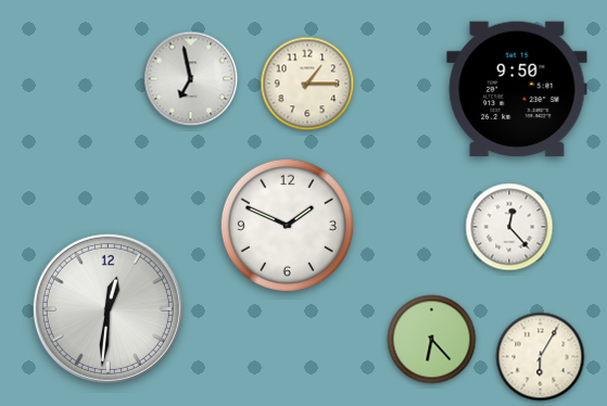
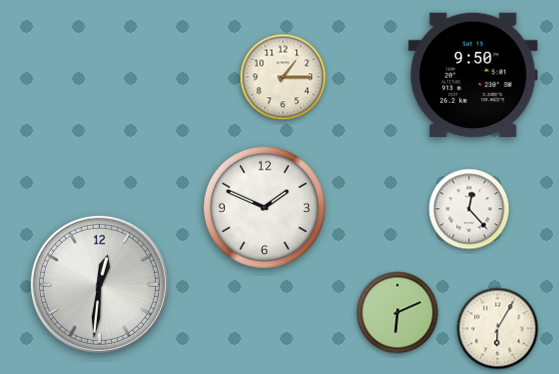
clock at (191, 79): 6:58 -> none
clock at (517, 88) position: (517, 88) -> (473, 74)
clock at (432, 340): 6:23 -> 6:11
